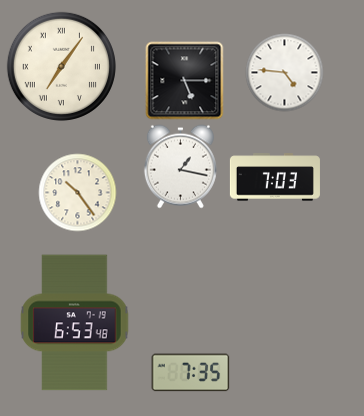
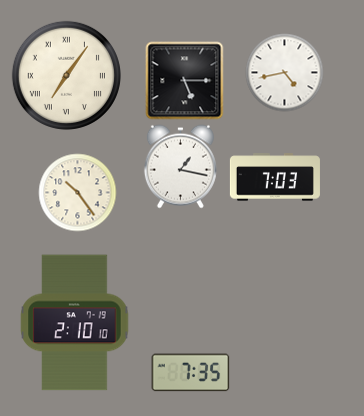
clock at (61, 66) position: (61, 66) -> (66, 75)
clock at (284, 72): 4:46 -> 4:43
clock at (75, 323): 6:53 -> 2:10
